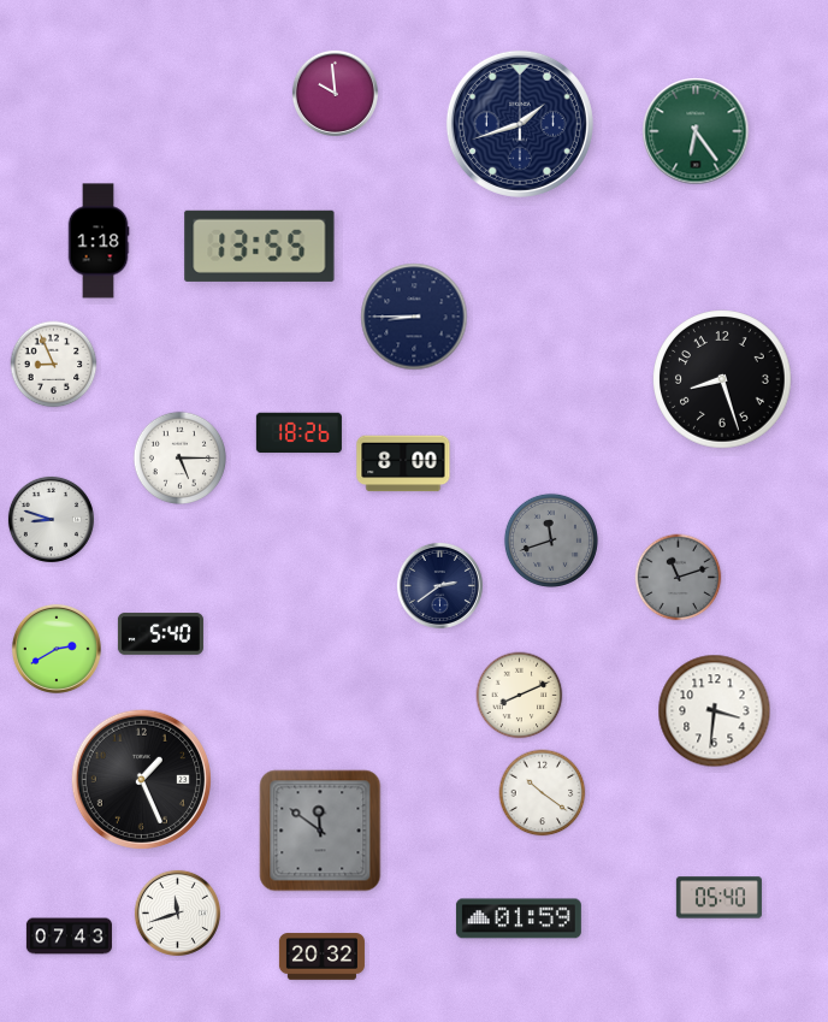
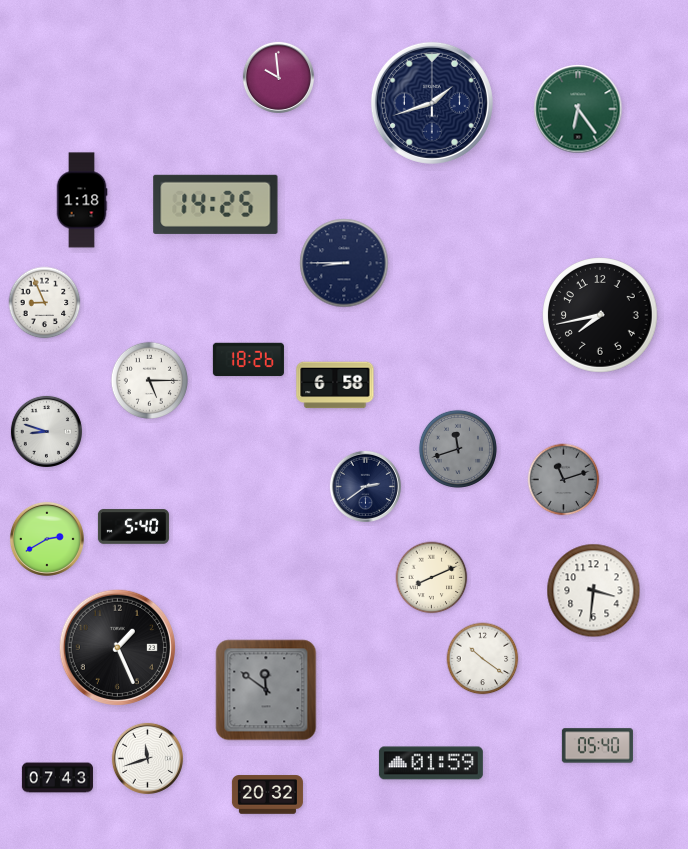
clock at (260, 246): 13:55 -> 14:25
clock at (722, 379): 8:27 -> 7:43
clock at (403, 463): 8:00 -> 6:58
clock at (51, 519) position: (51, 519) -> (46, 431)
clock at (543, 793) position: (543, 793) -> (483, 659)
